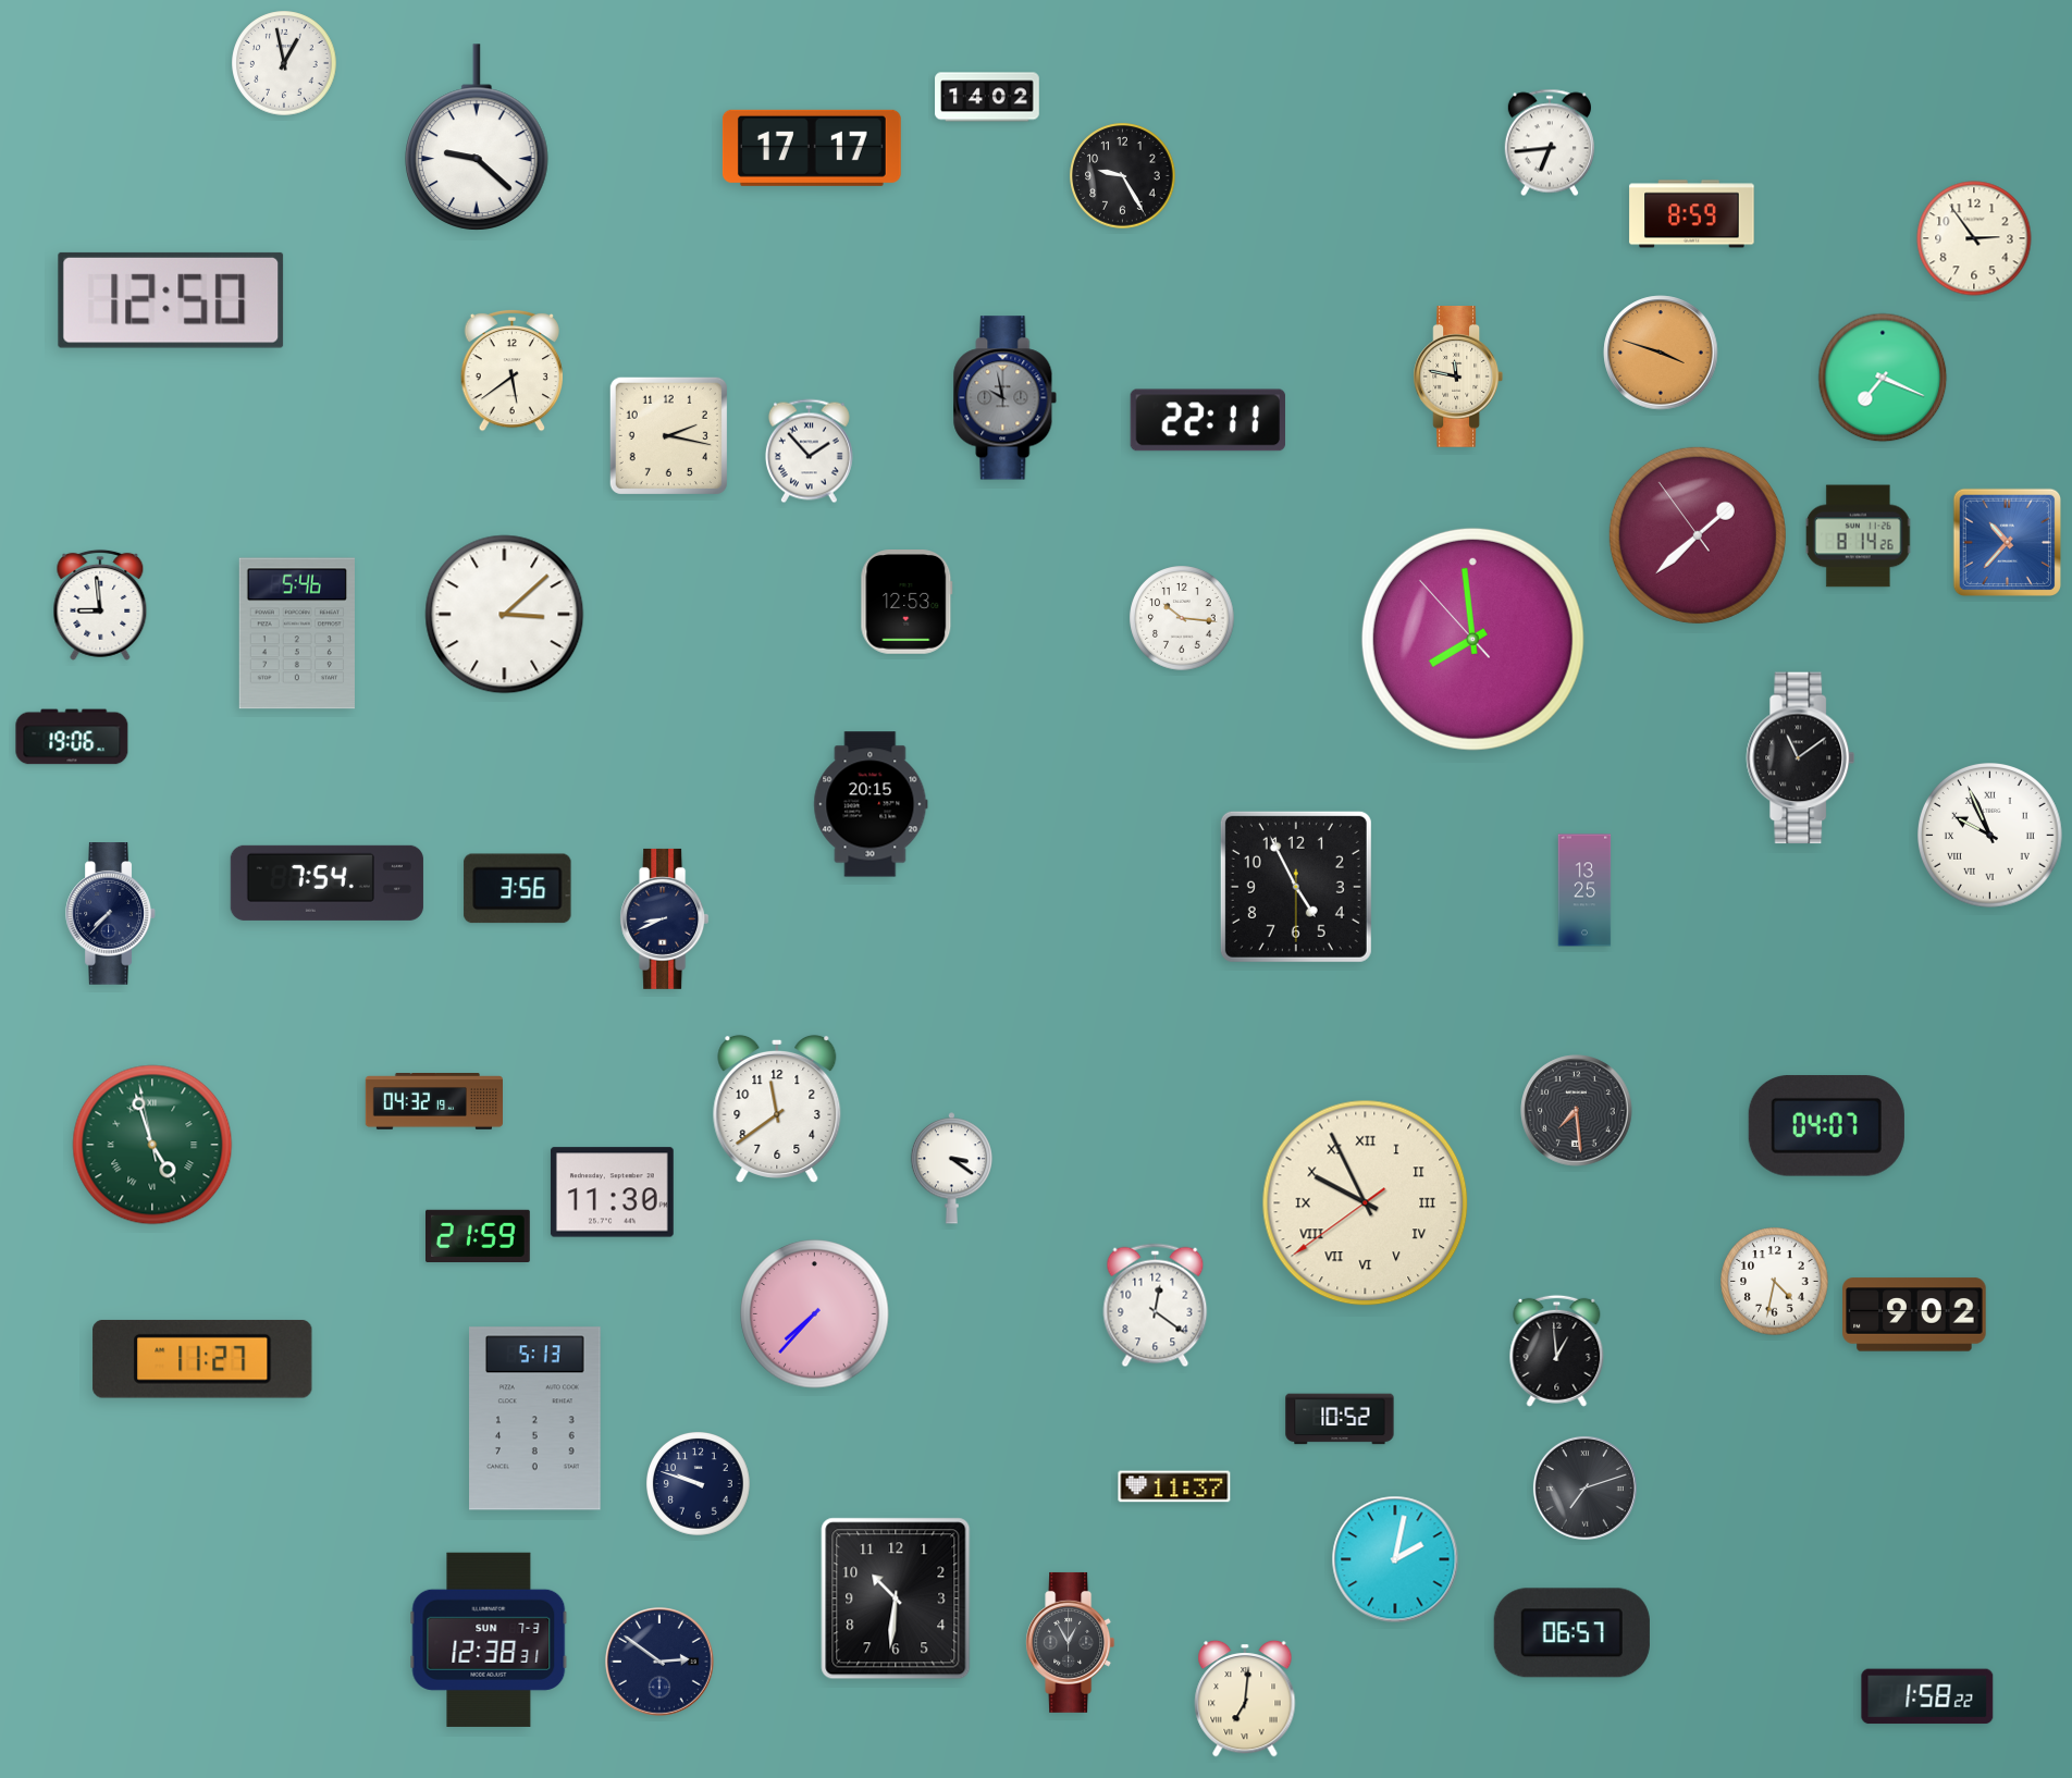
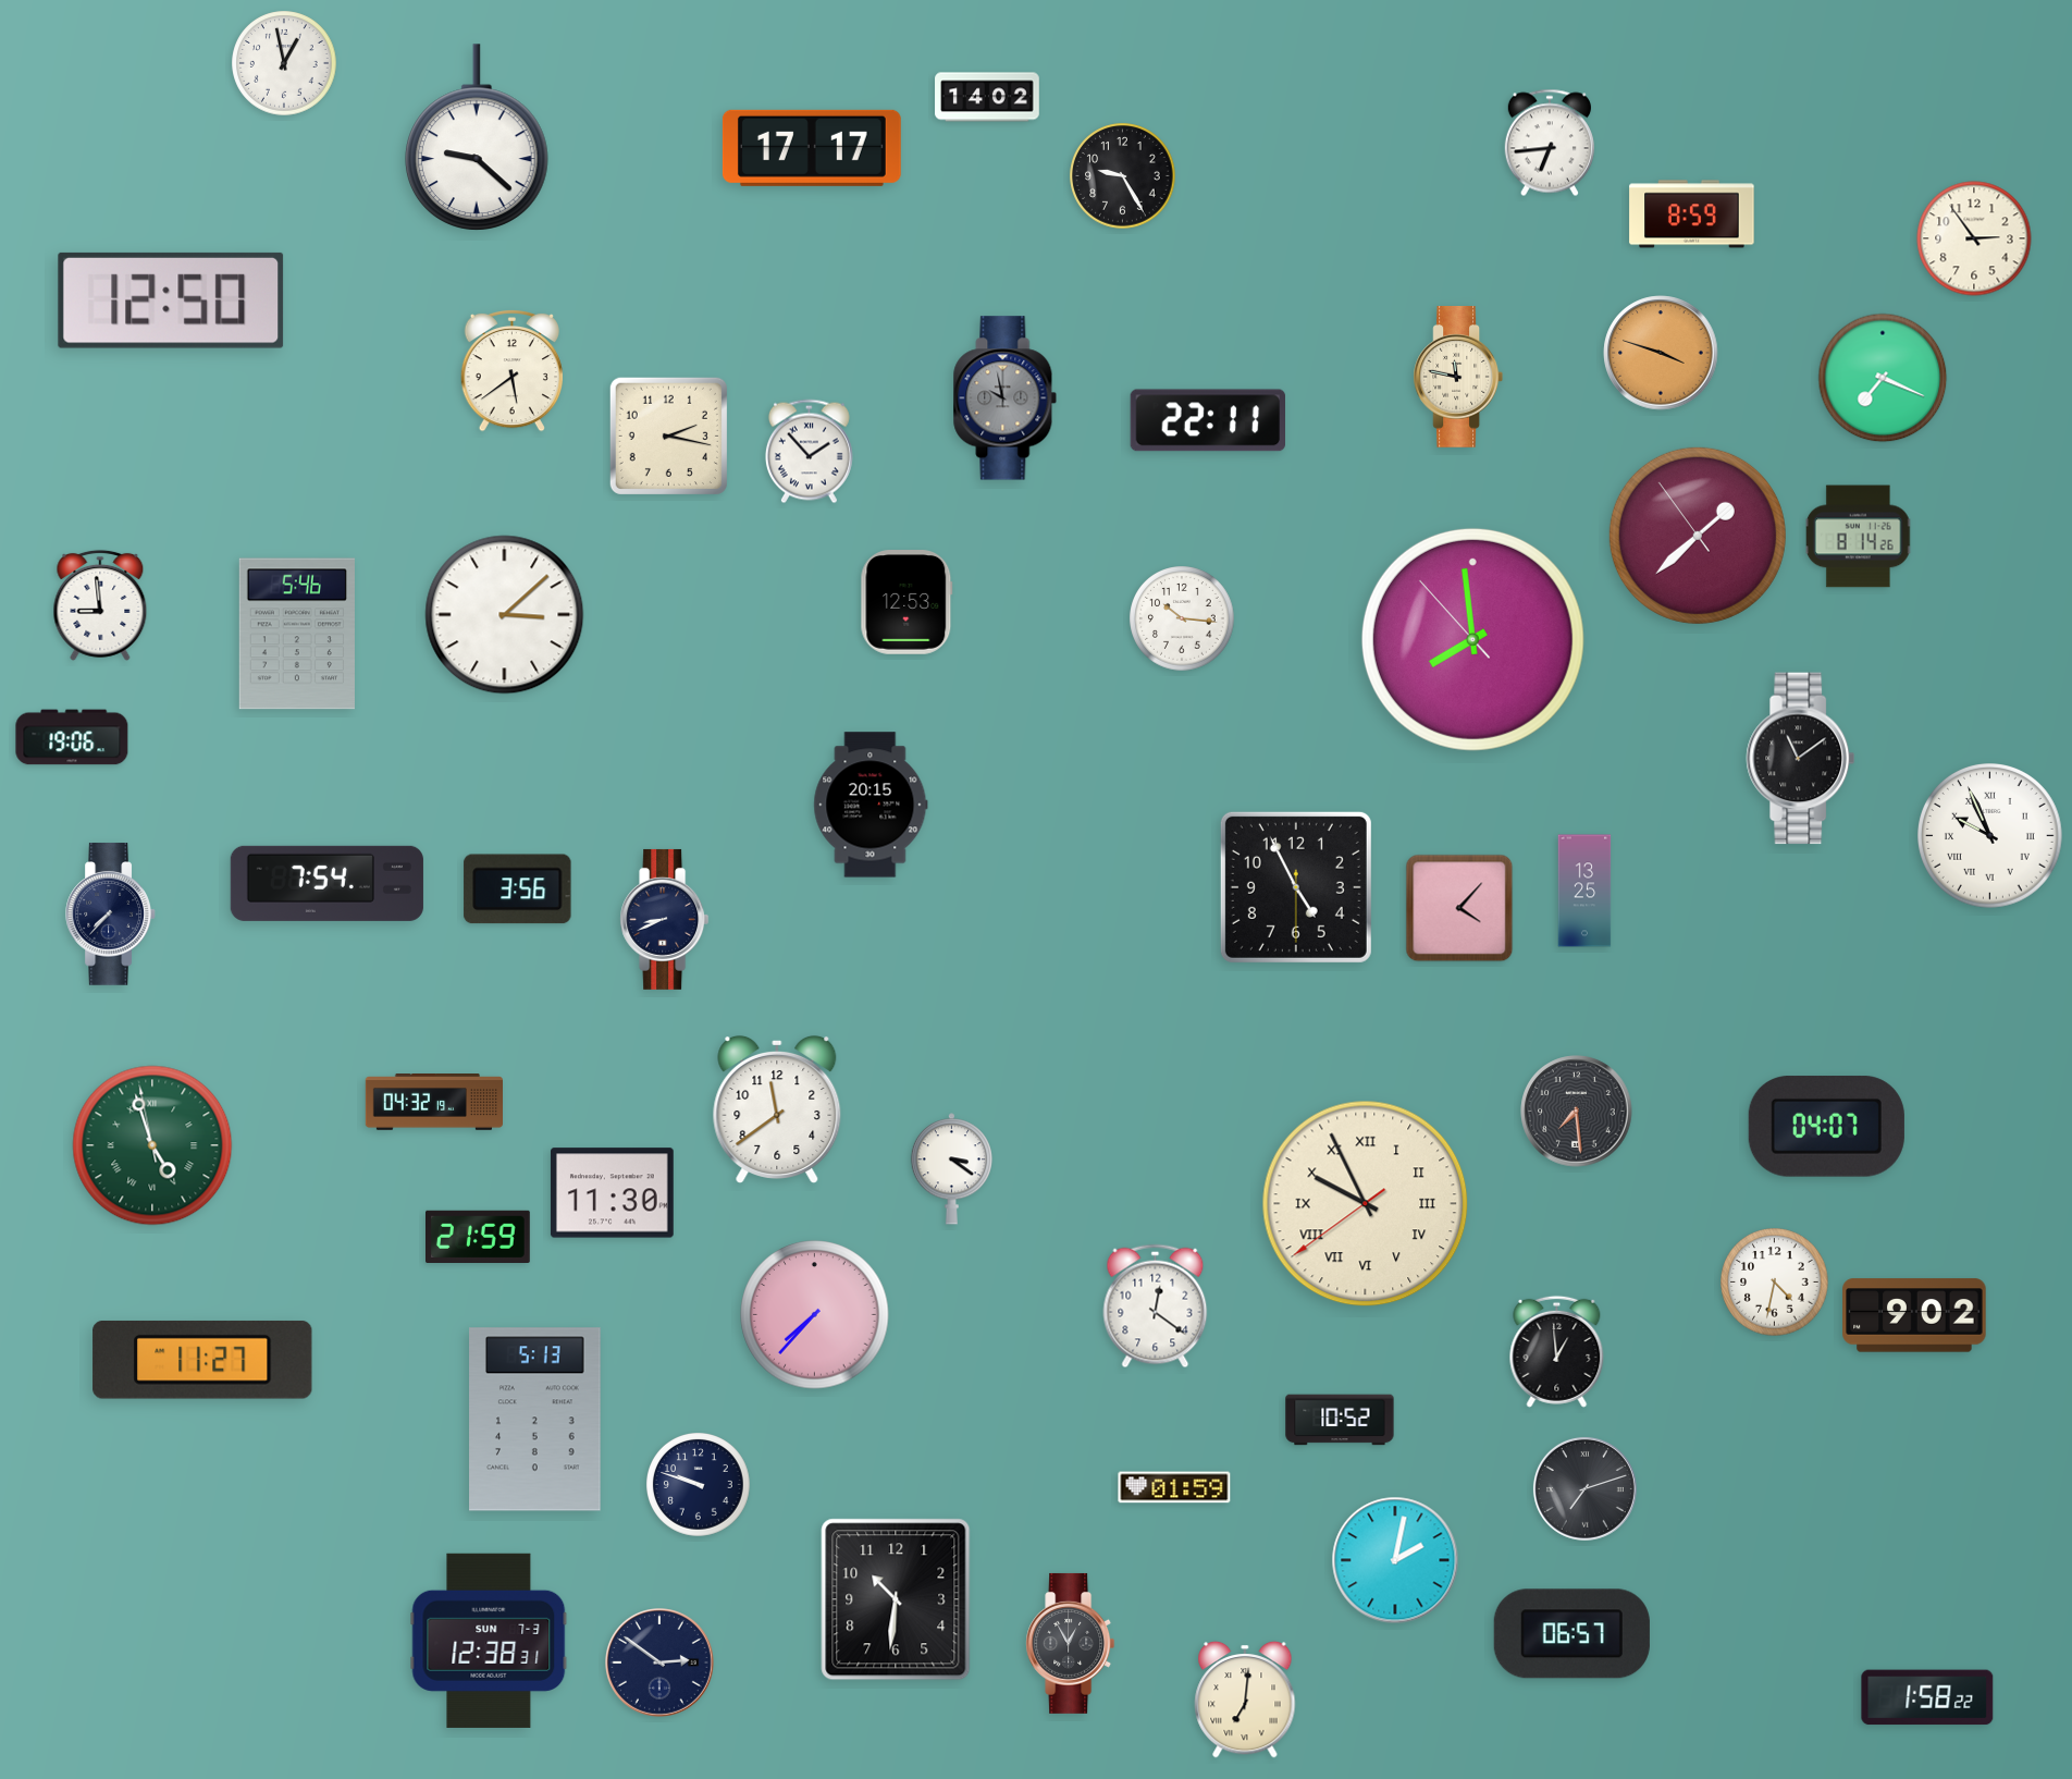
clock at (2007, 542): 10:37 -> none
clock at (1459, 908): none -> 4:07
clock at (1174, 1486): 11:37 -> 01:59
